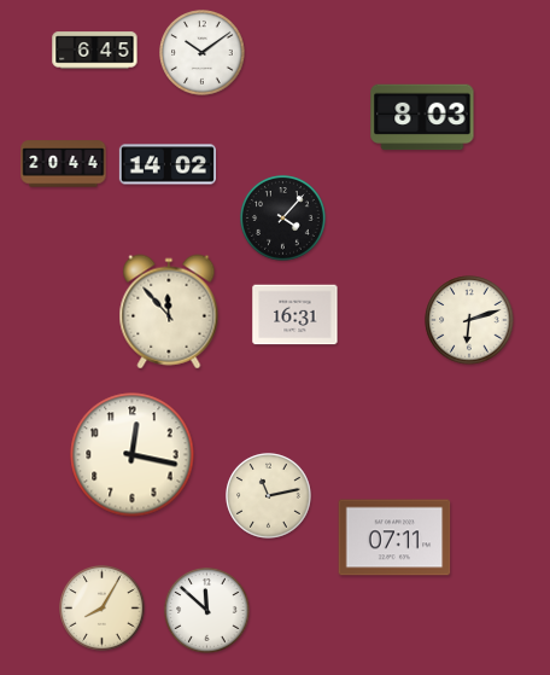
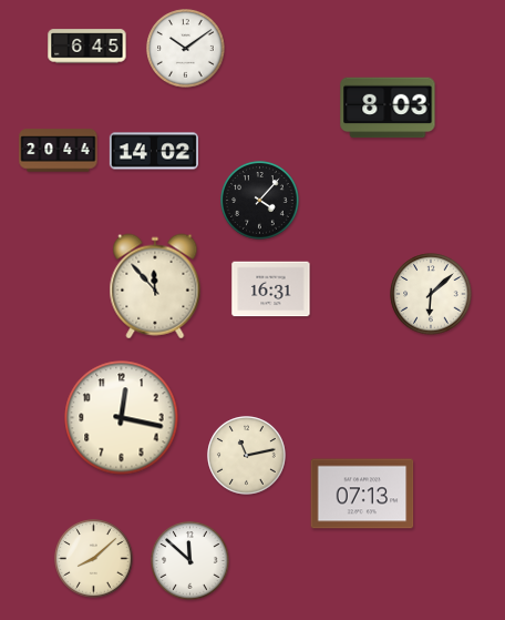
clock at (469, 320): 6:12 -> 6:08
clock at (394, 537): 07:11 -> 07:13
clock at (103, 609): 8:05 -> 8:08
